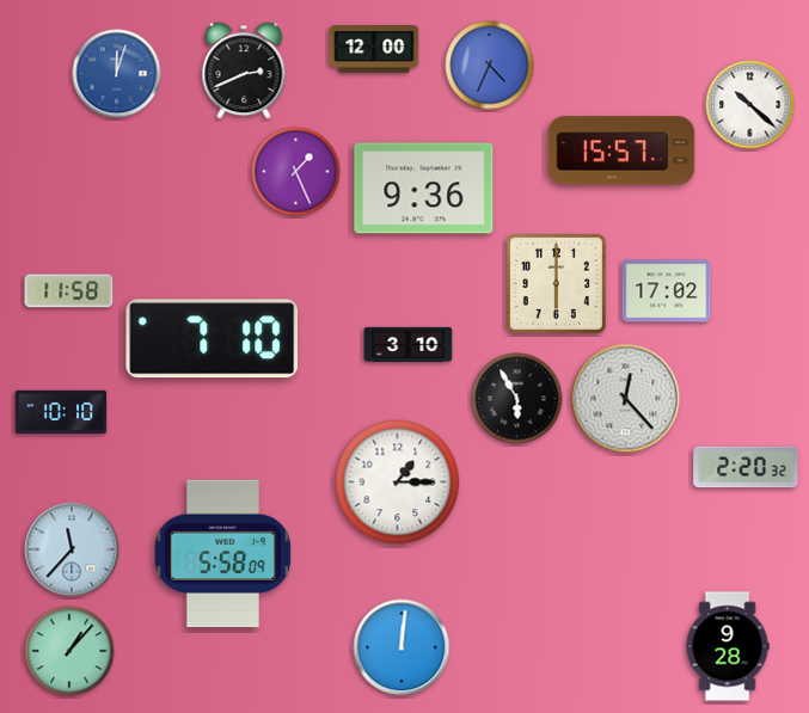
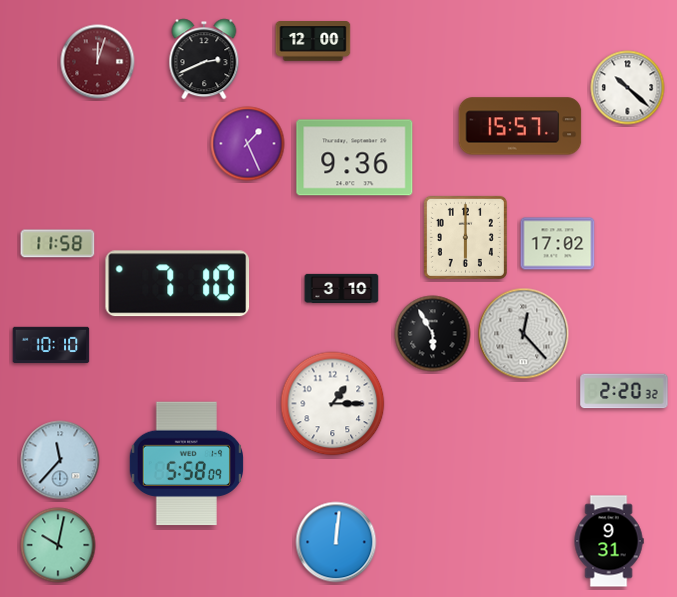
clock at (490, 66): 4:34 -> none
clock at (117, 74) dial: blue -> burgundy
clock at (728, 646): 9:28 -> 9:31
clock at (69, 651): 1:07 -> 10:02
